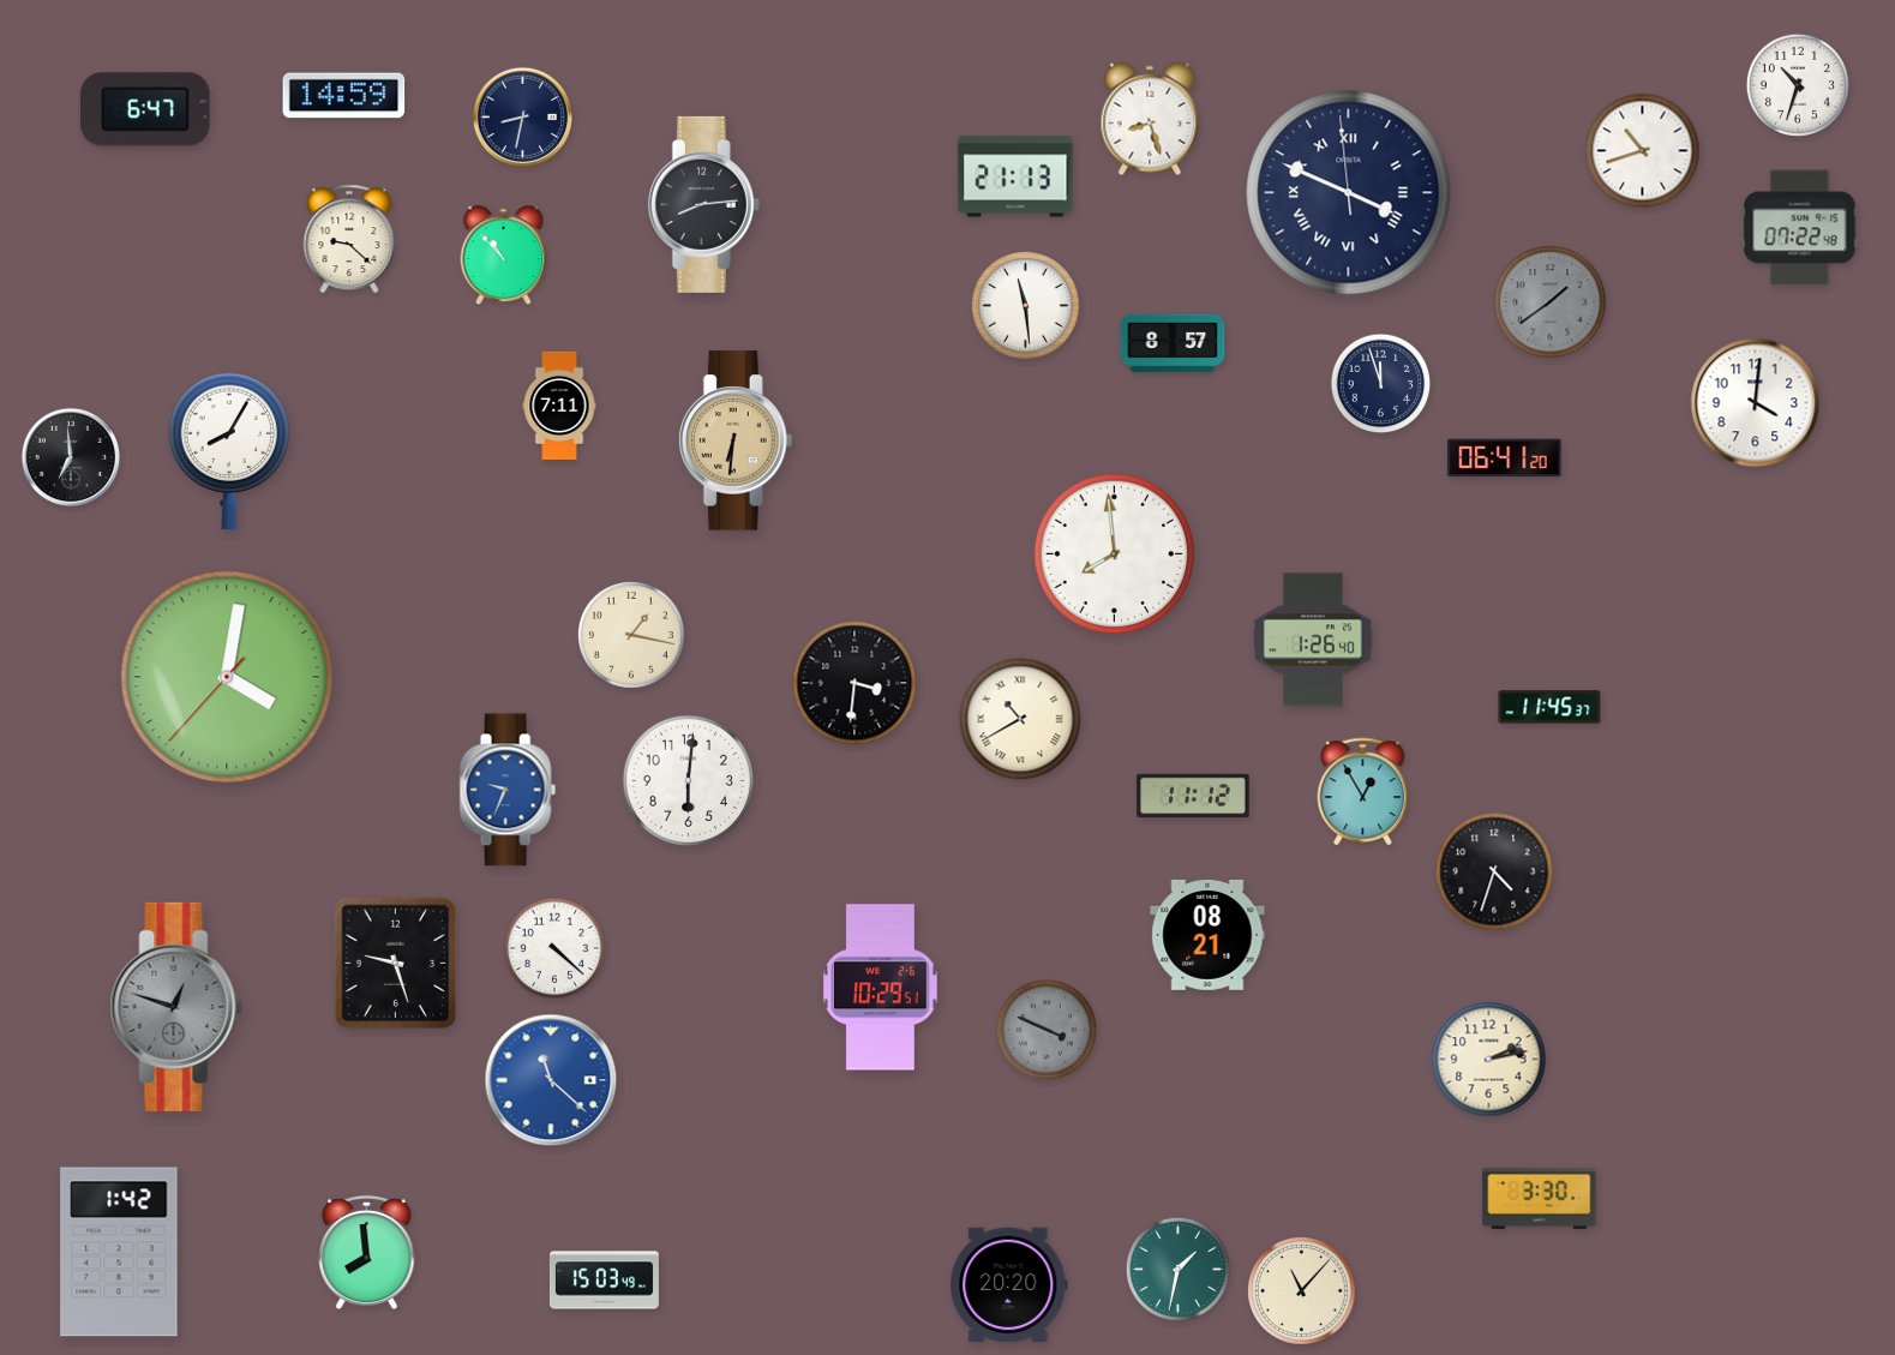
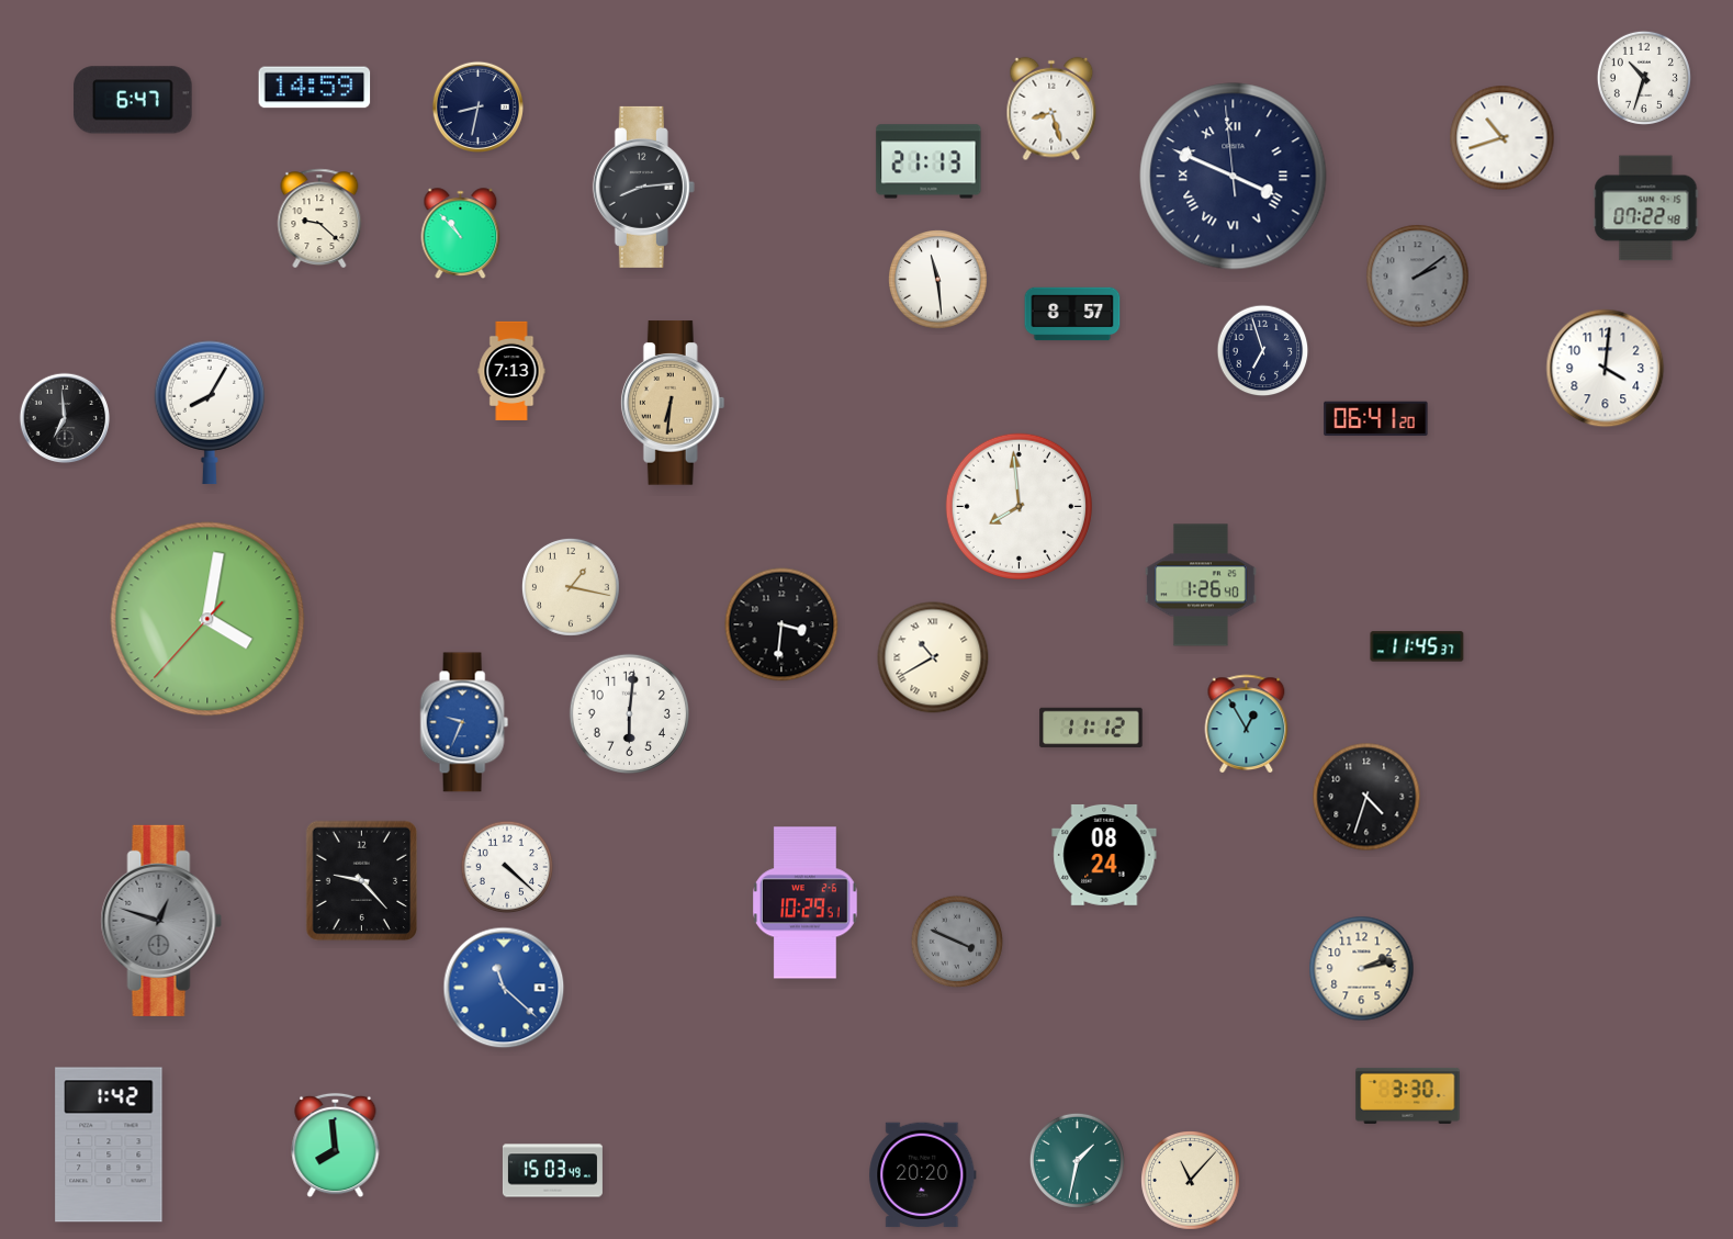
clock at (1551, 302): 1:39 -> 2:09
clock at (1381, 384): 11:57 -> 6:57
clock at (559, 406): 7:11 -> 7:13
clock at (631, 635) position: (631, 635) -> (571, 587)
clock at (1207, 935): 08:21 -> 08:24
clock at (396, 964): 9:27 -> 9:23
